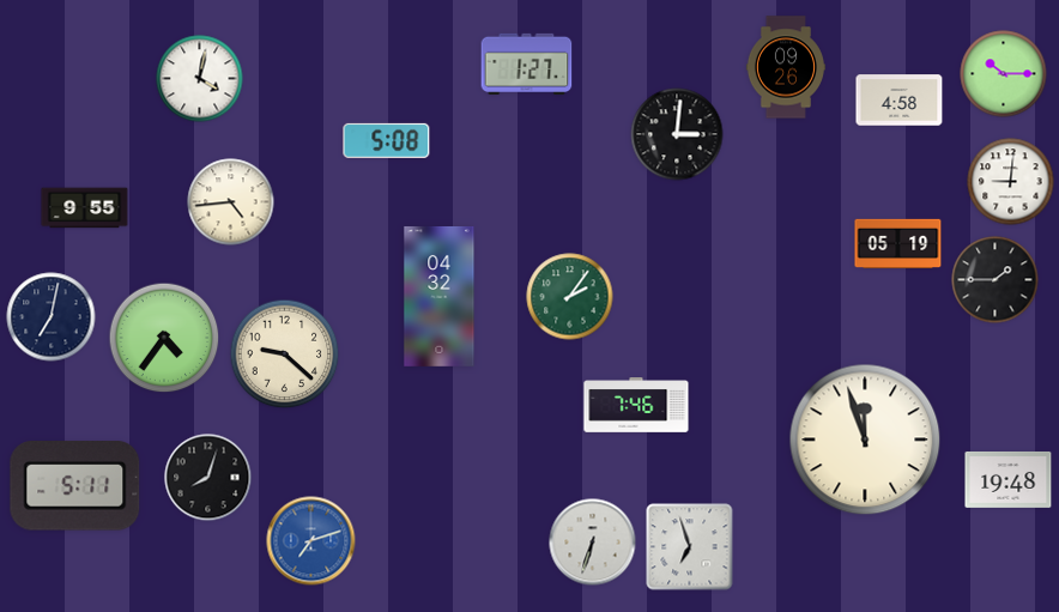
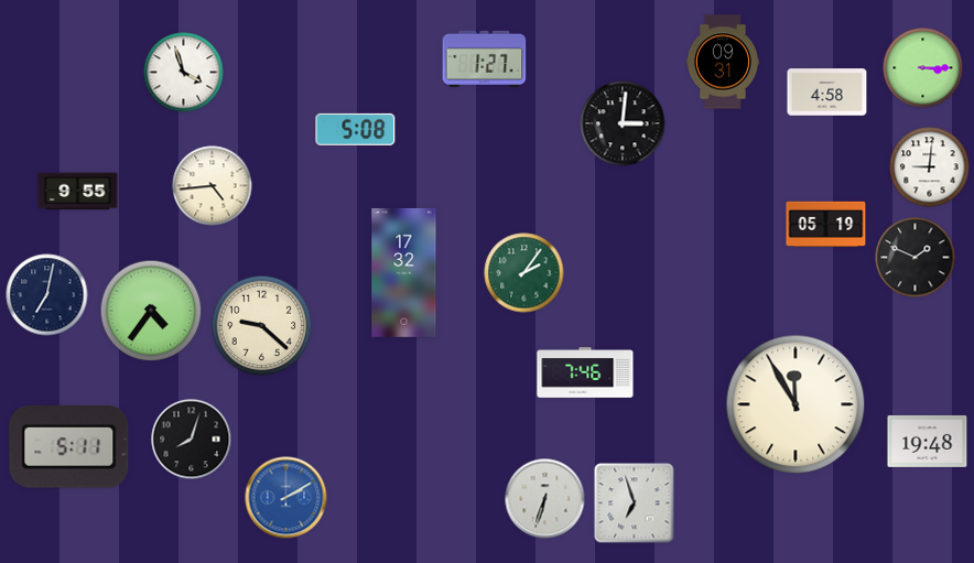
clock at (786, 67): 09:26 -> 09:31
clock at (1004, 74): 10:15 -> 3:15
clock at (200, 79): 4:02 -> 3:57
clock at (996, 280): 1:45 -> 1:49
clock at (440, 296): 04:32 -> 17:32
clock at (52, 317) position: (52, 317) -> (47, 295)
clock at (865, 440): 11:57 -> 11:55
clock at (311, 541): 7:12 -> 2:10
